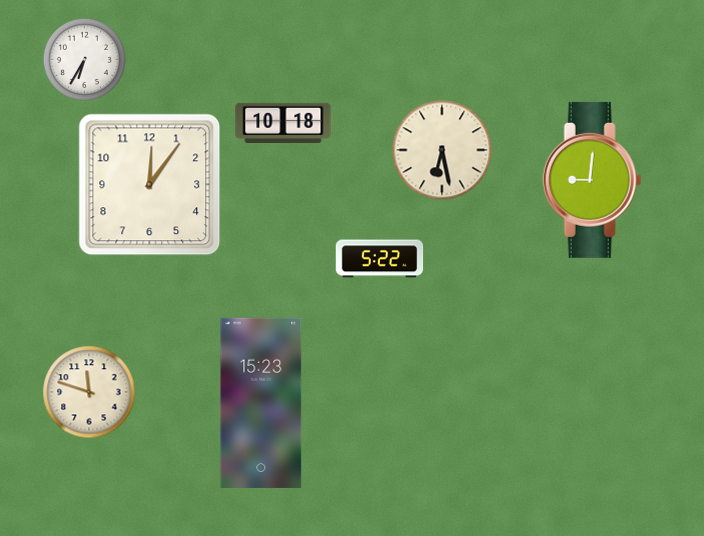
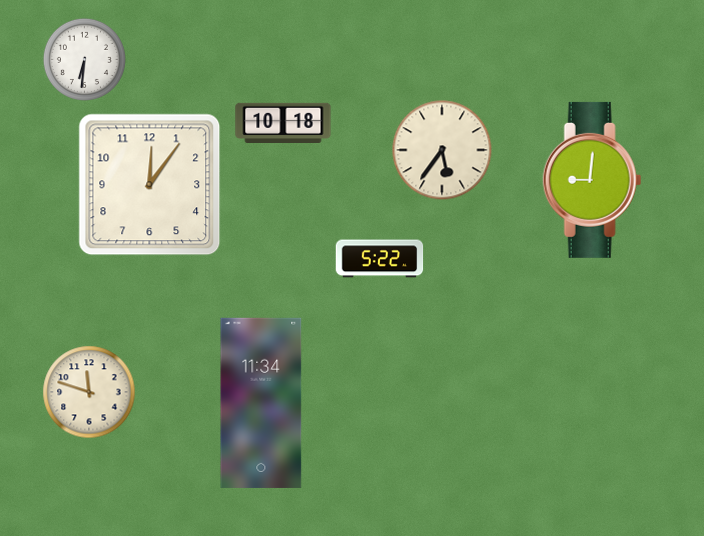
clock at (84, 59): 6:35 -> 6:31
clock at (442, 150): 6:28 -> 5:36
clock at (261, 403): 15:23 -> 11:34
